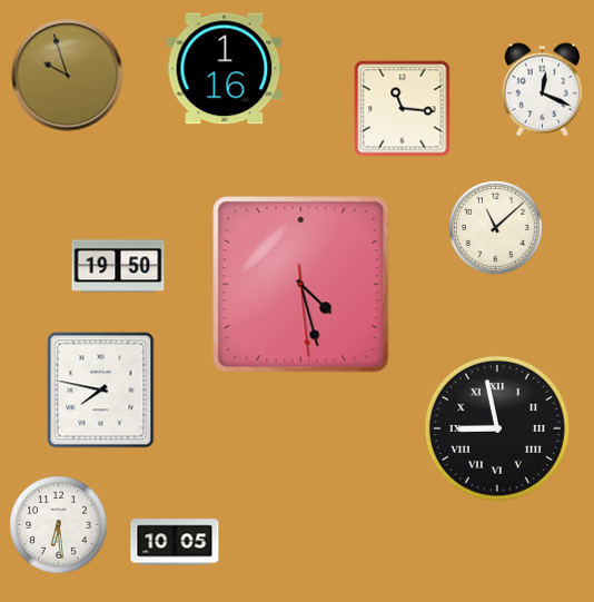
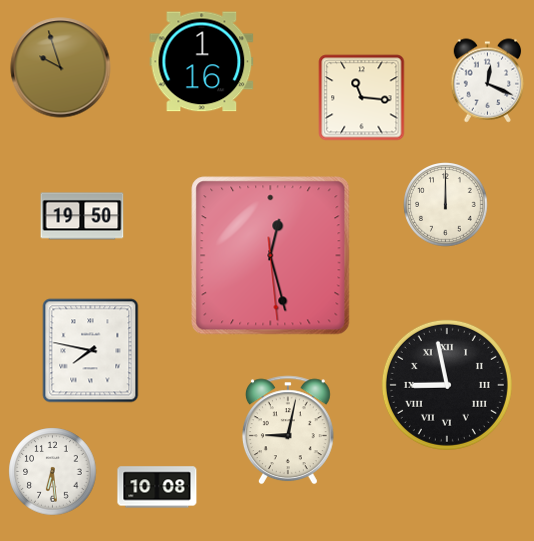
clock at (496, 228): 11:08 -> 12:00
clock at (118, 266) position: (118, 266) -> (82, 216)
clock at (301, 285): 4:27 -> 12:27
clock at (288, 430): none -> 9:02
clock at (175, 542): 10:05 -> 10:08
